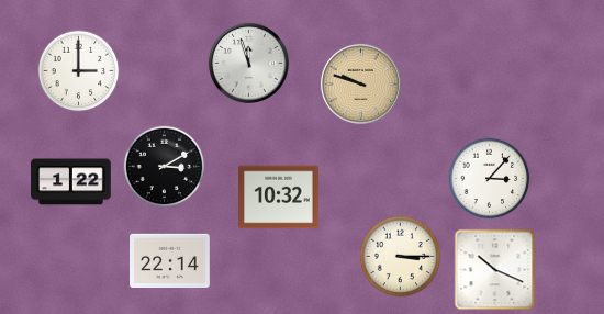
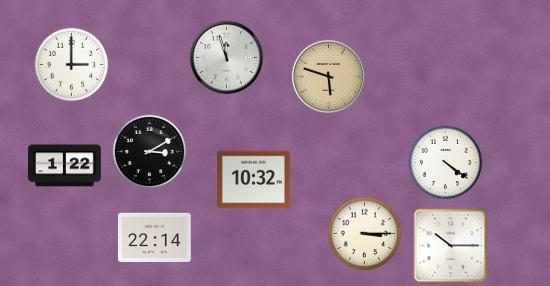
clock at (360, 83): 9:48 -> 5:48
clock at (490, 179): 3:07 -> 4:21
clock at (495, 270): 10:19 -> 10:15
